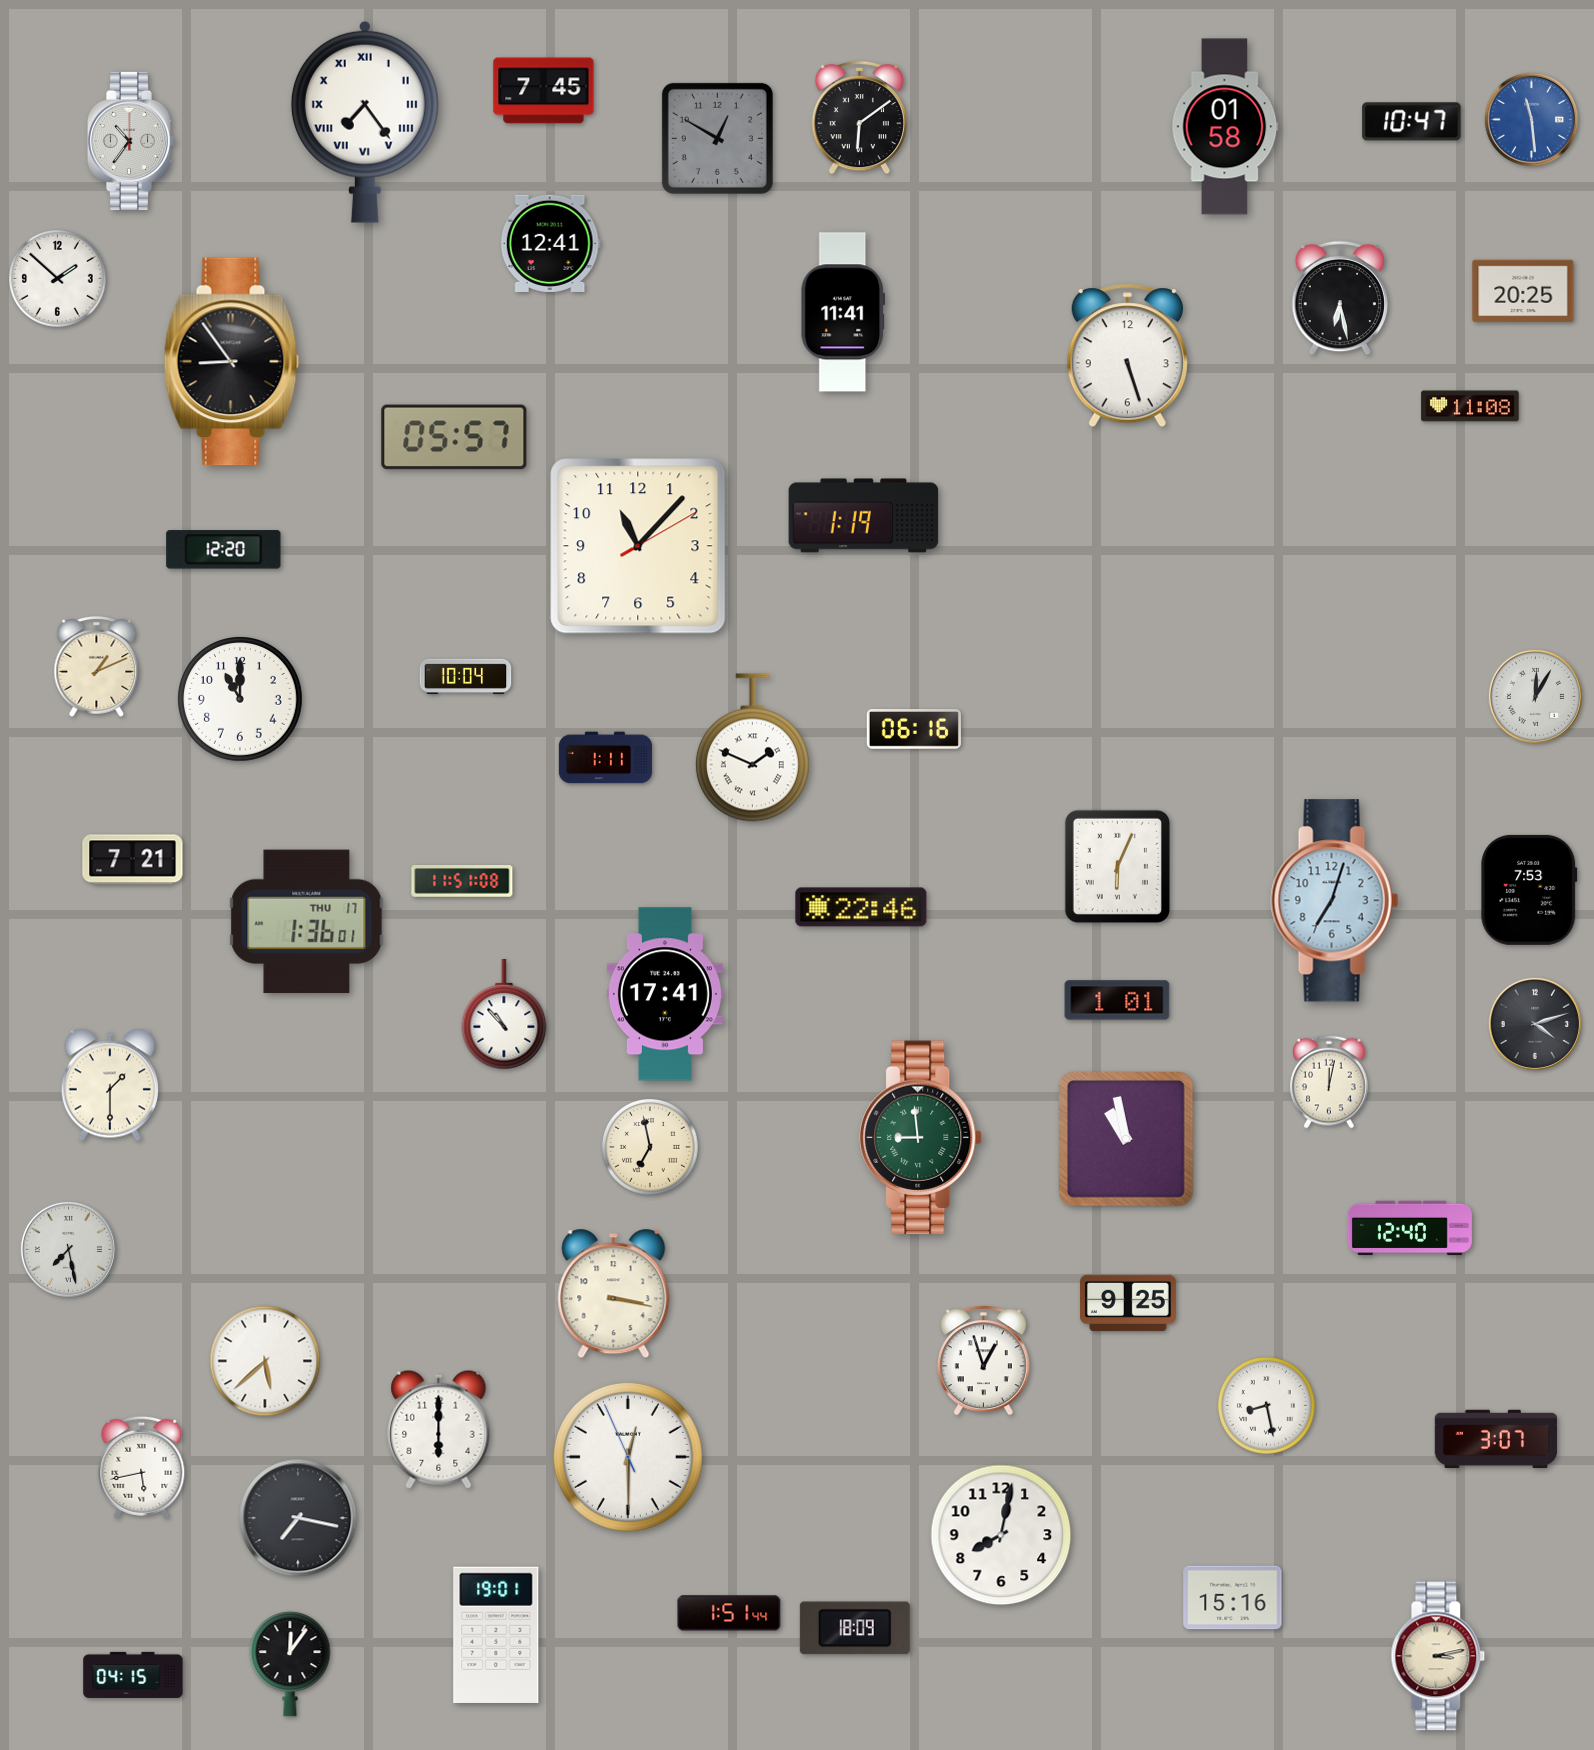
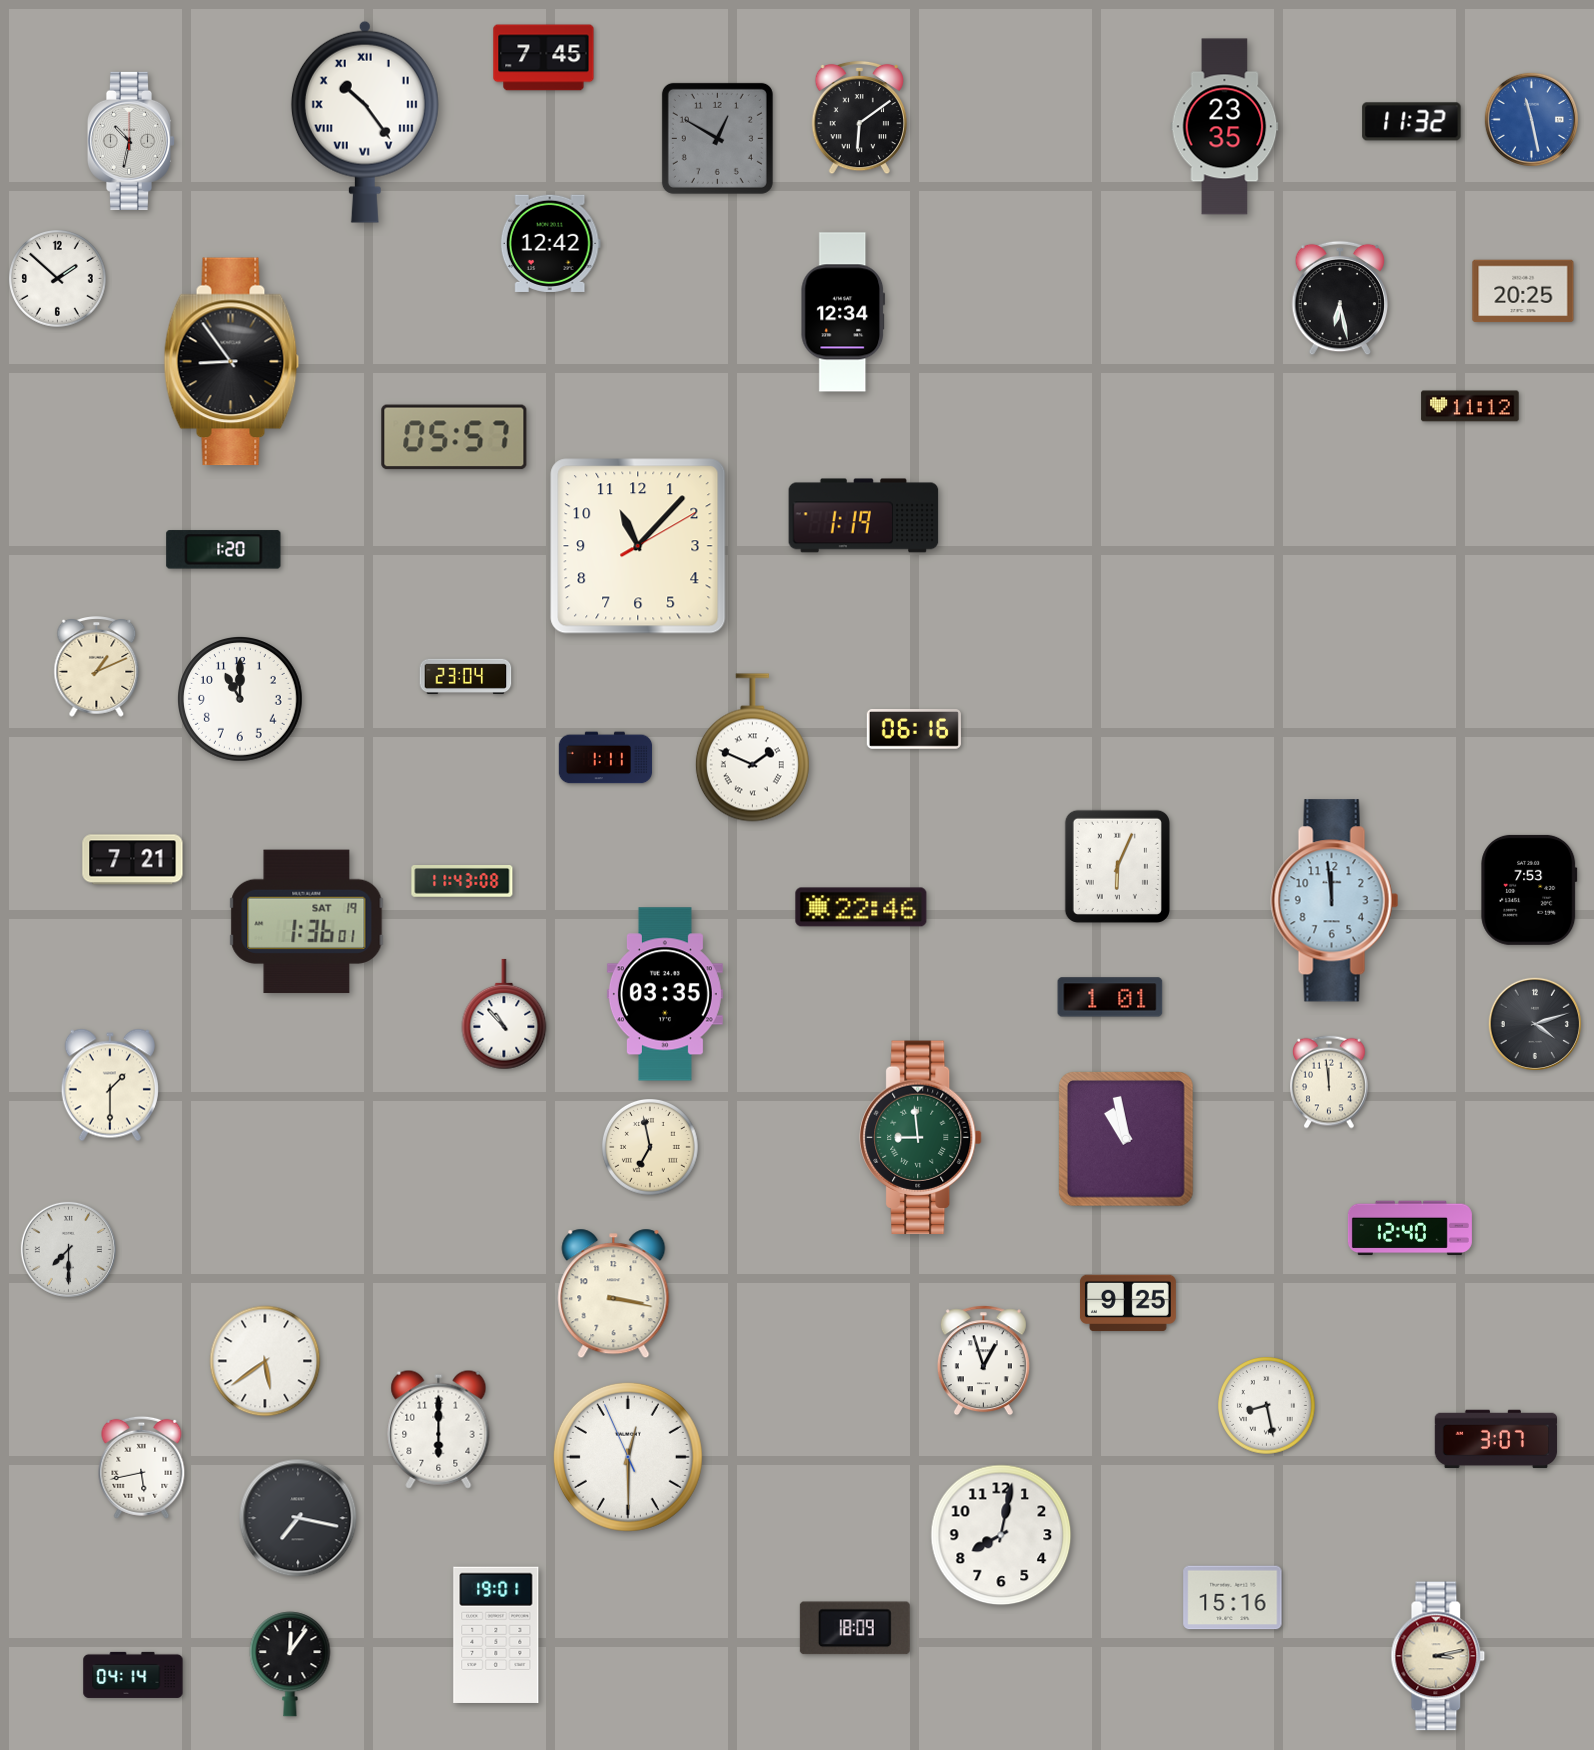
clock at (544, 91) position: (544, 91) -> (544, 58)
clock at (1531, 119): 11:29 -> 11:28
clock at (365, 122): 7:24 -> 10:24
clock at (1412, 122): 10:47 -> 11:32
clock at (1225, 127): 01:58 -> 23:35
clock at (130, 141): 10:36 -> 10:32
clock at (550, 243): 12:41 -> 12:42
clock at (843, 312): 11:41 -> 12:34
clock at (1127, 356): 5:27 -> none
clock at (1470, 406): 11:08 -> 11:12
clock at (224, 550): 12:20 -> 1:20
clock at (466, 677): 10:04 -> 23:04
clock at (1535, 696): 12:05 -> none
clock at (462, 882): 11:51 -> 11:43
clock at (1335, 901): 7:03 -> 11:59
clock at (307, 922) date: THU 17 -> SAT 19
clock at (665, 994): 17:41 -> 03:35
clock at (1117, 1000) position: (1117, 1000) -> (1110, 997)
clock at (1329, 1082): 12:02 -> 11:59
clock at (68, 1249): 7:28 -> 7:30
clock at (265, 1361): 5:38 -> 5:39
clock at (729, 1613): 1:51 -> none
clock at (133, 1675): 04:15 -> 04:14
